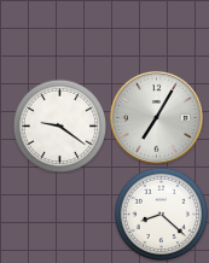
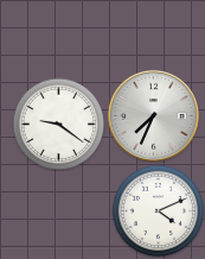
clock at (156, 117): 7:05 -> 7:34
clock at (161, 214): 8:22 -> 4:11
